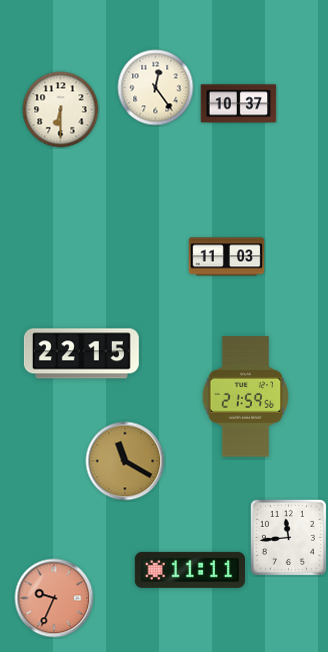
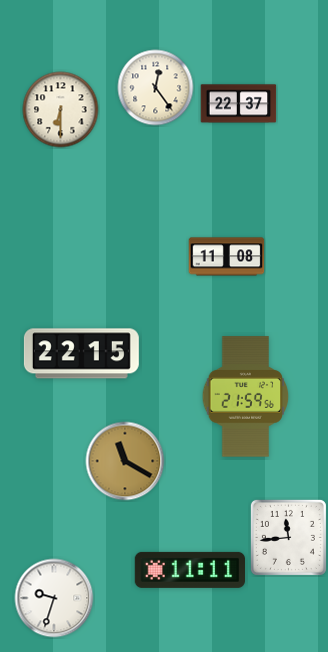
clock at (239, 104): 10:37 -> 22:37
clock at (227, 257): 11:03 -> 11:08
clock at (54, 598): 9:34 -> 9:33
clock at (54, 598) dial: salmon -> white
